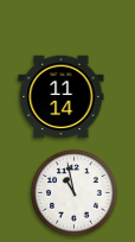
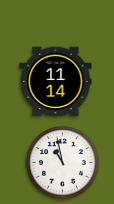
clock at (62, 97) position: (62, 97) -> (56, 82)
